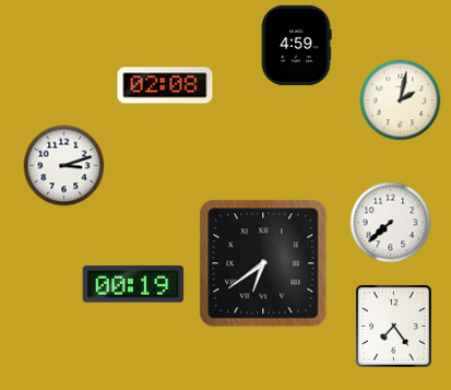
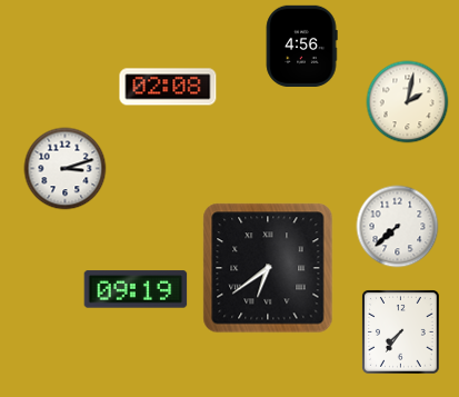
clock at (296, 45): 4:59 -> 4:56
clock at (133, 284): 00:19 -> 09:19
clock at (394, 327): 7:24 -> 7:36
